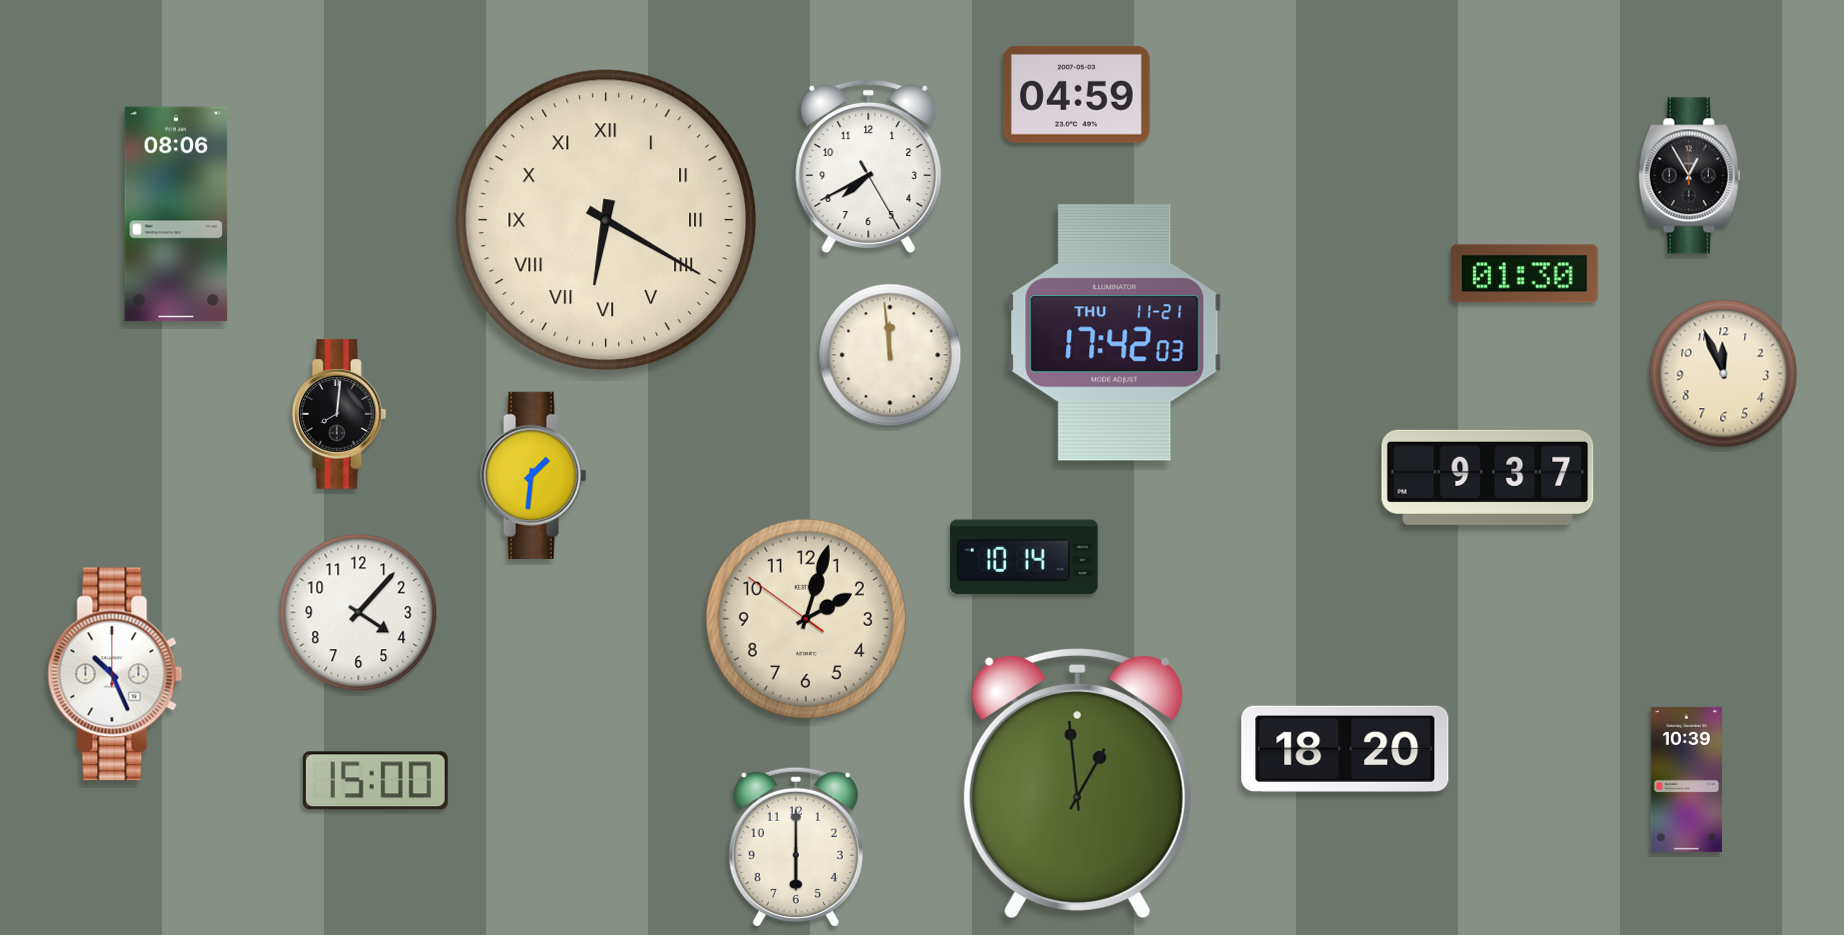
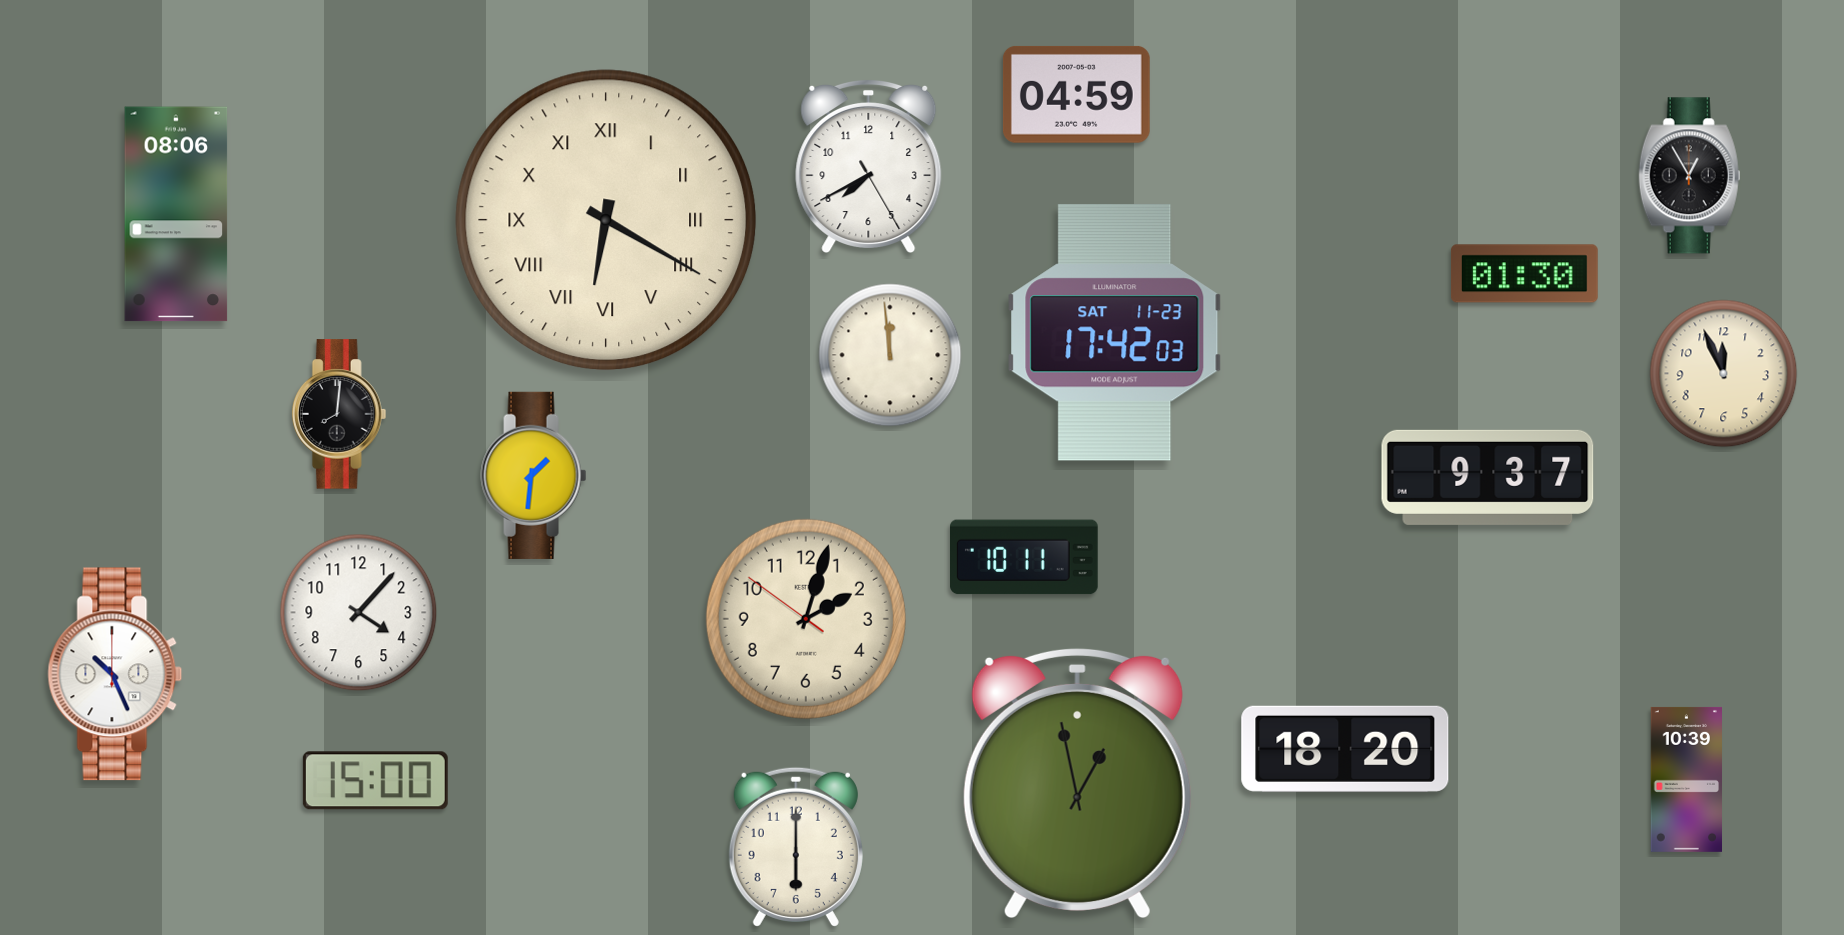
clock at (1115, 333) date: THU 11-21 -> SAT 11-23
clock at (1025, 557): 10:14 -> 10:11
clock at (1077, 782): 12:59 -> 12:58
